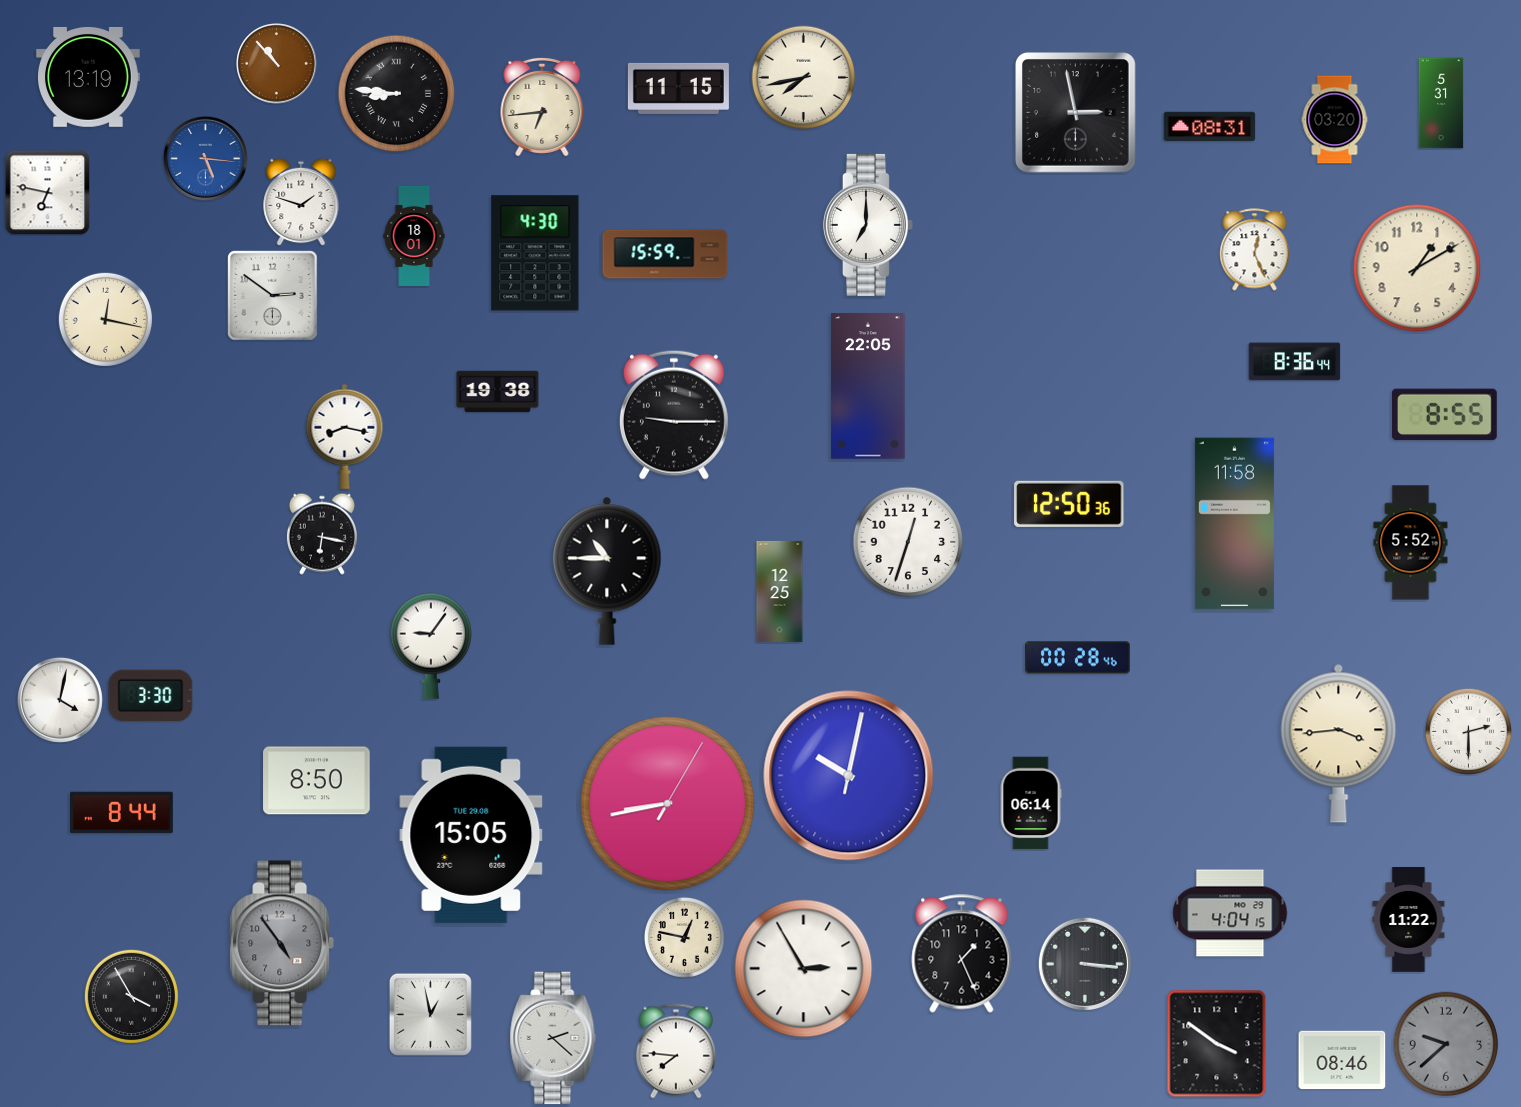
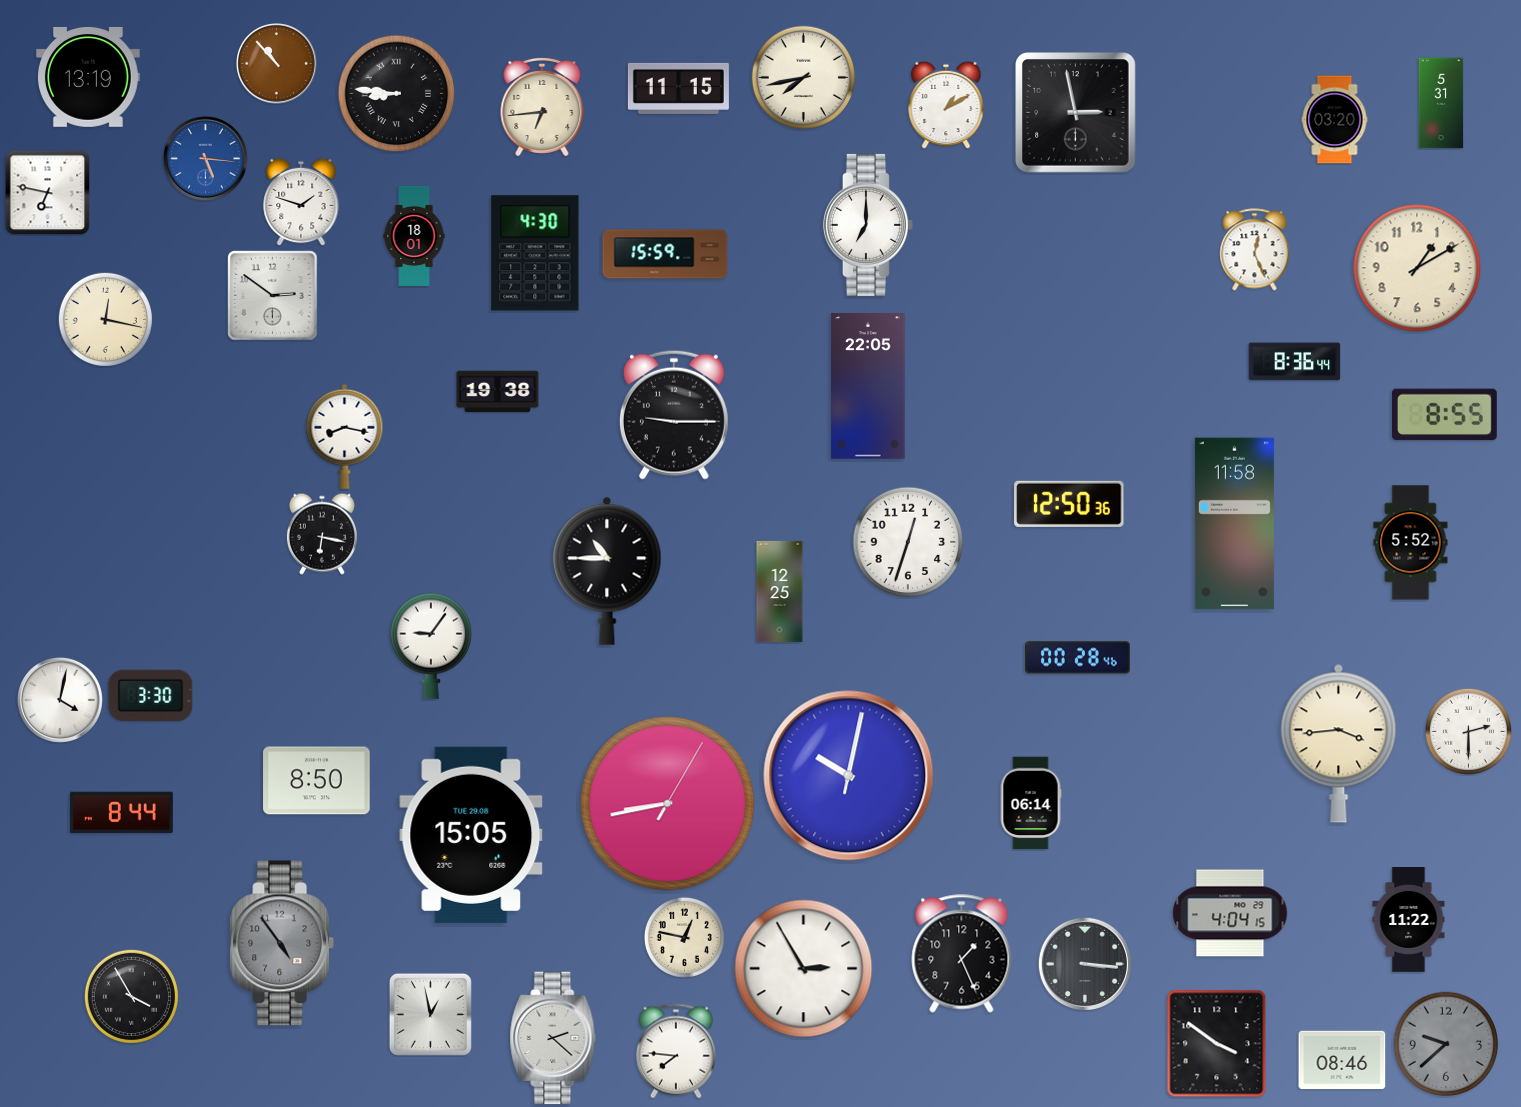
clock at (946, 105): none -> 1:10
clock at (1210, 127): 08:31 -> none
